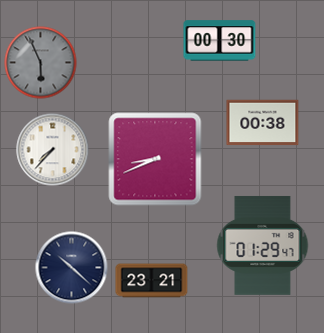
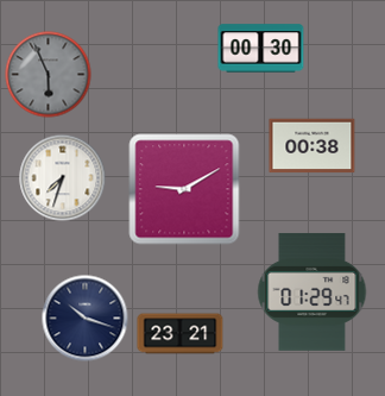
clock at (53, 150): 7:37 -> 7:33
clock at (155, 159): 8:41 -> 9:10
clock at (72, 268): 10:22 -> 10:18
